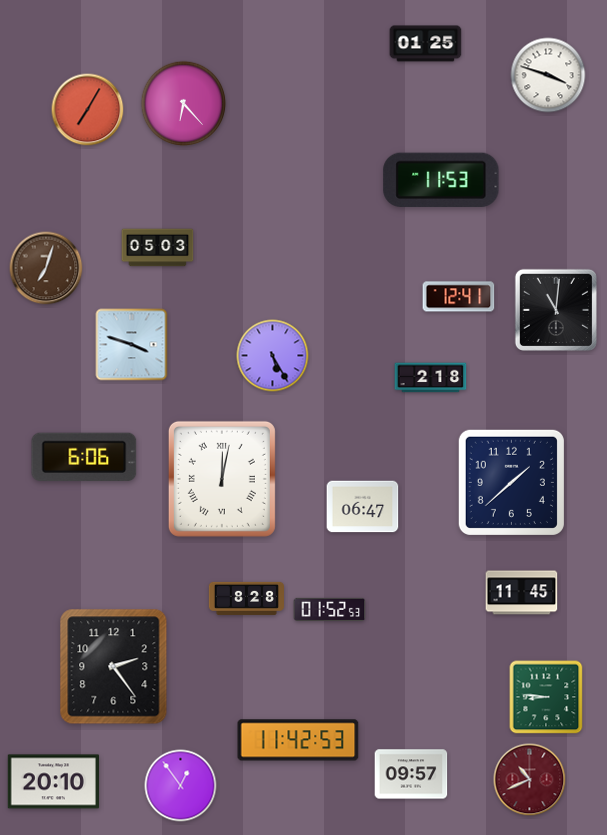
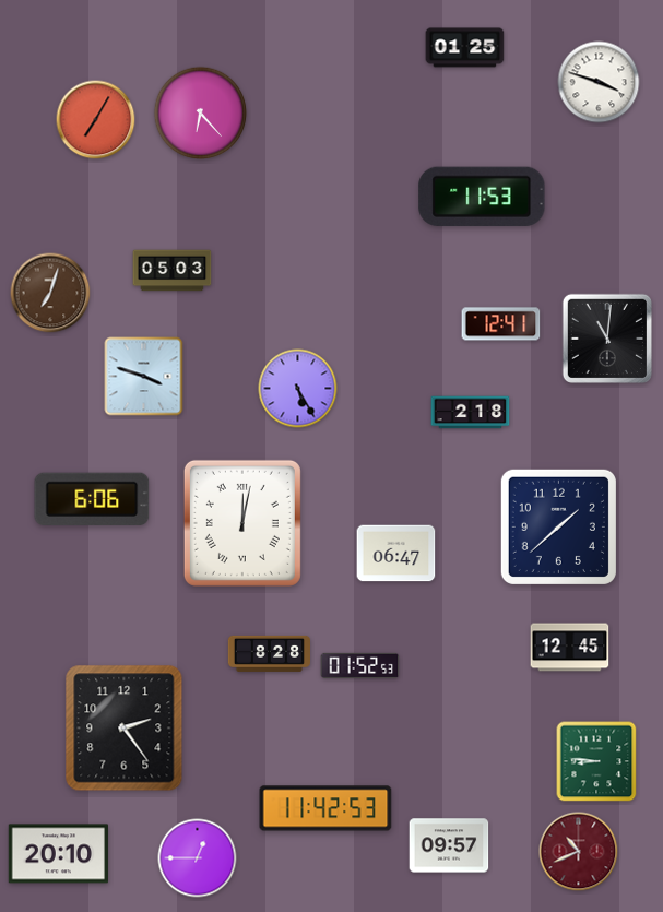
clock at (522, 593): 11:45 -> 12:45
clock at (181, 786): 12:54 -> 12:45
